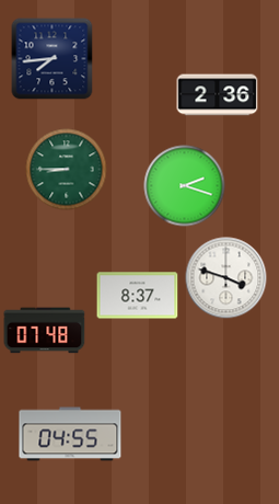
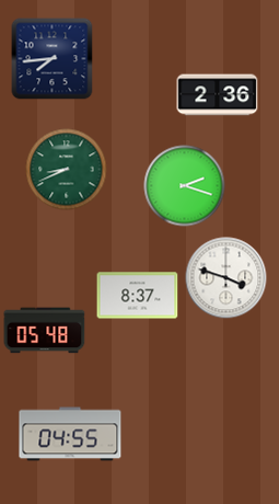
clock at (67, 170): 8:45 -> 8:41
clock at (45, 331): 07:48 -> 05:48
